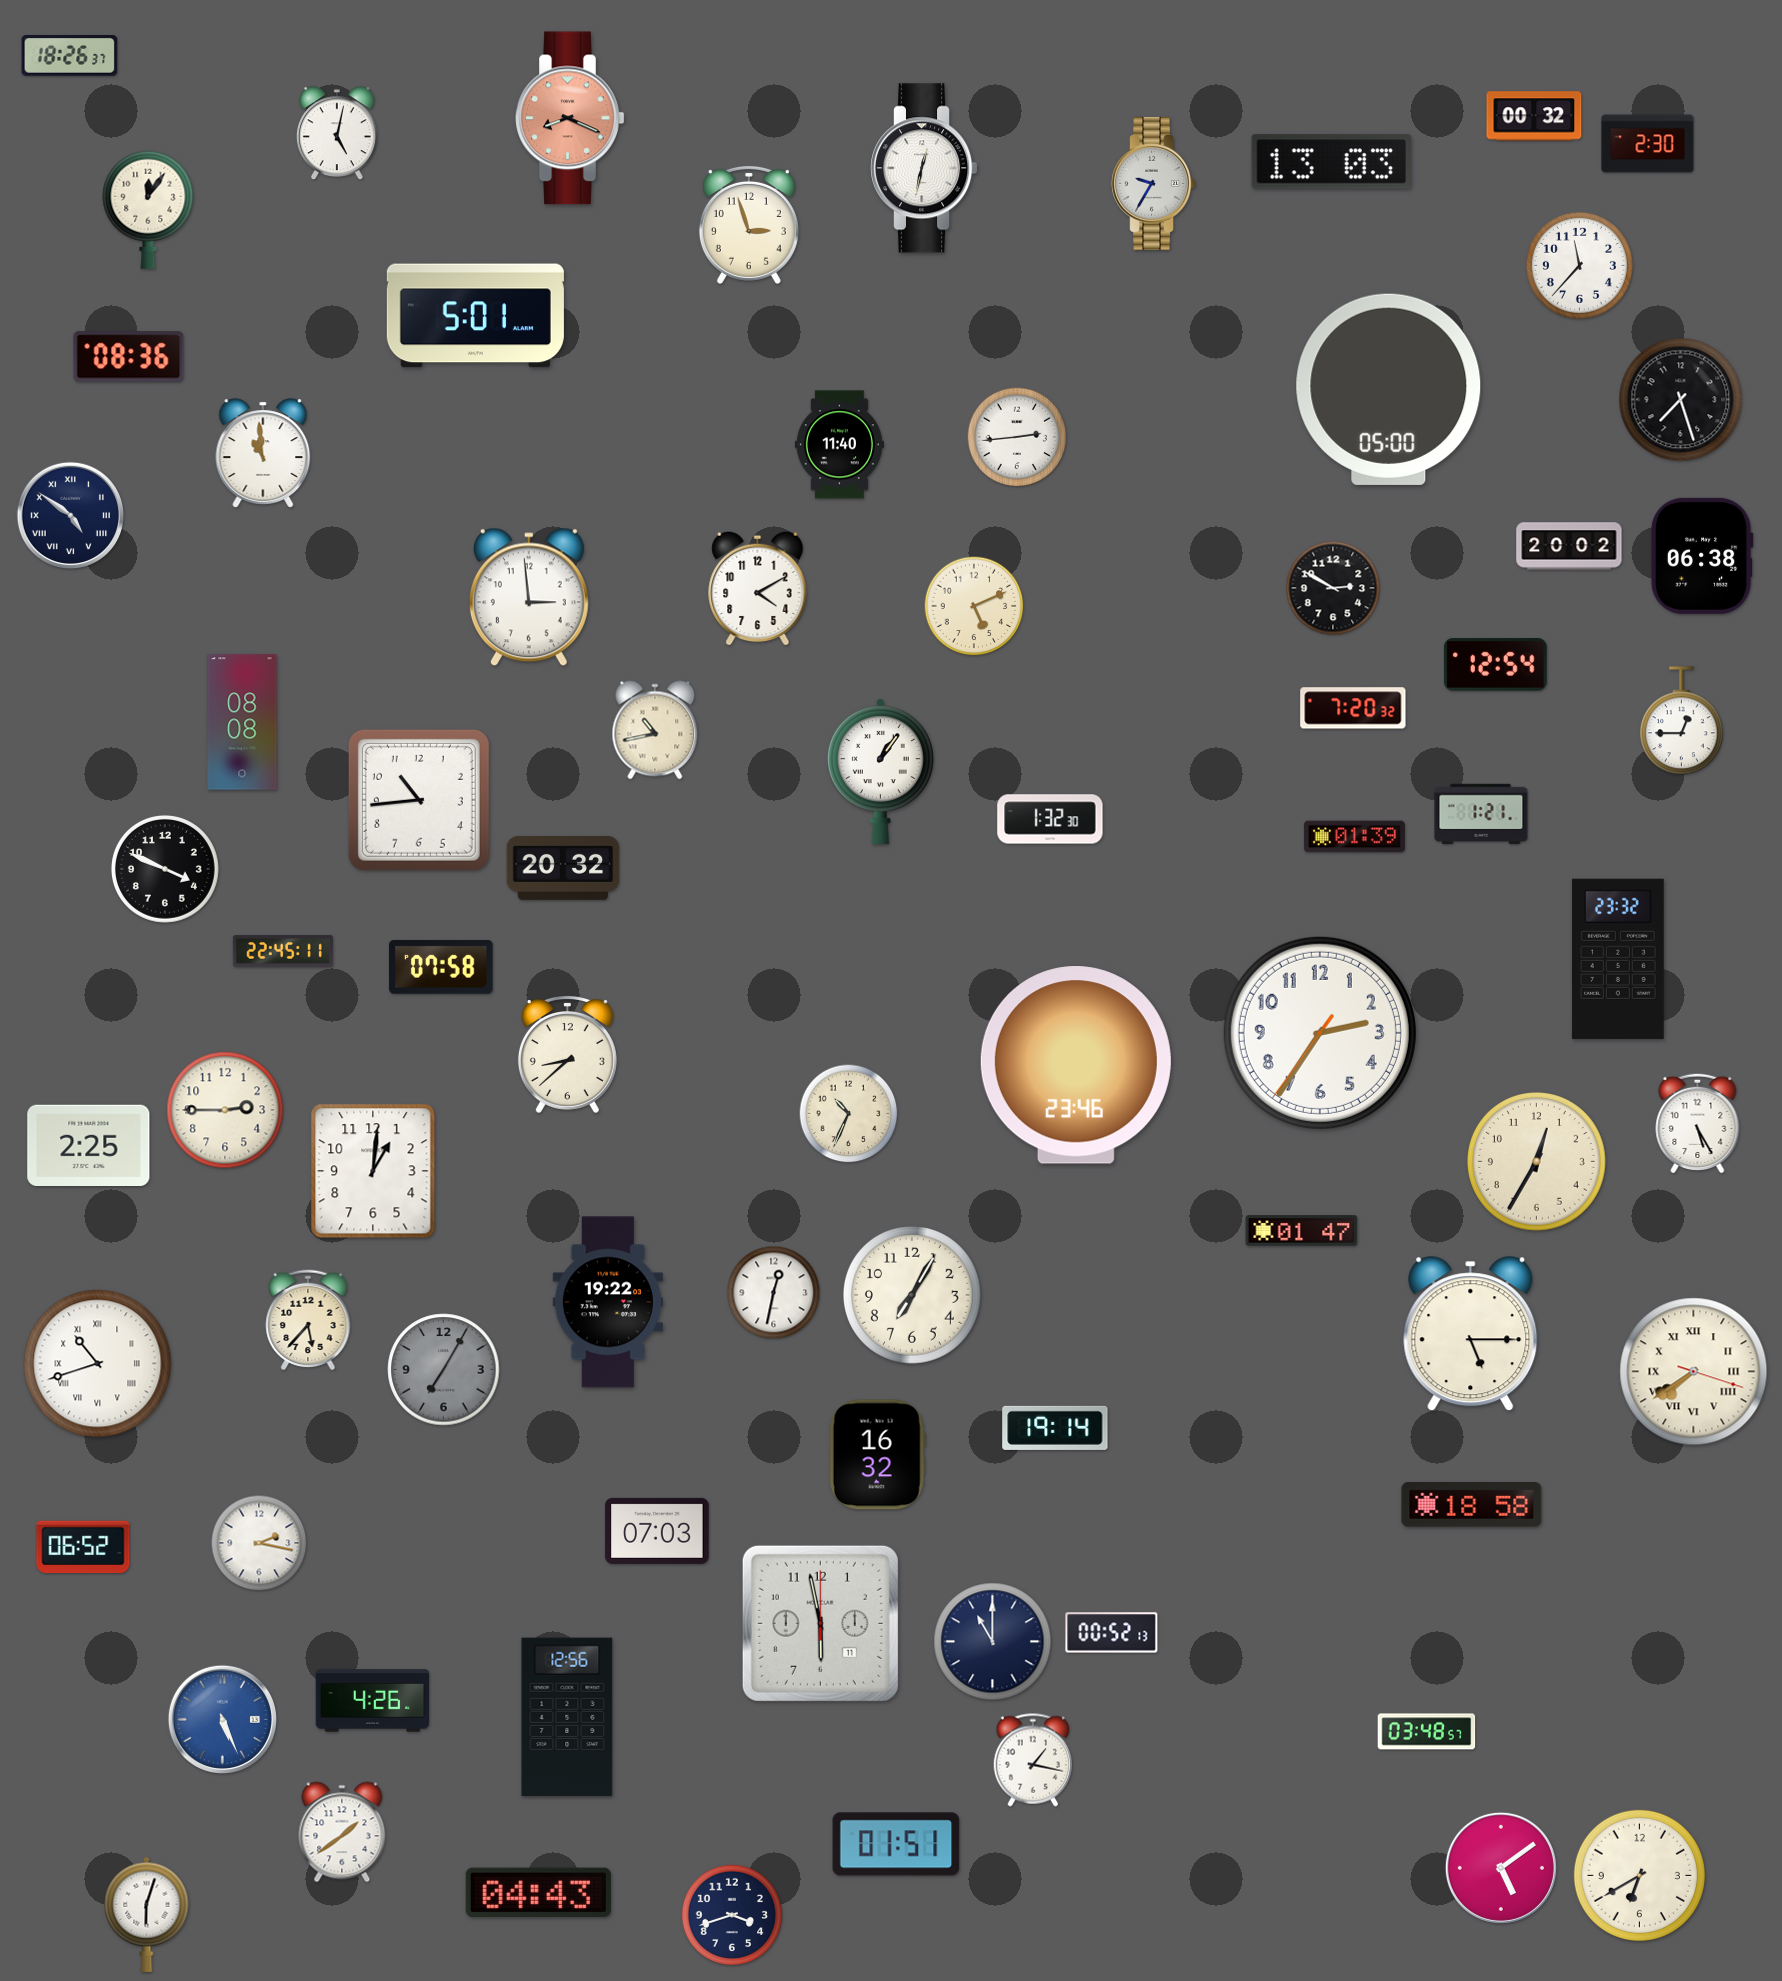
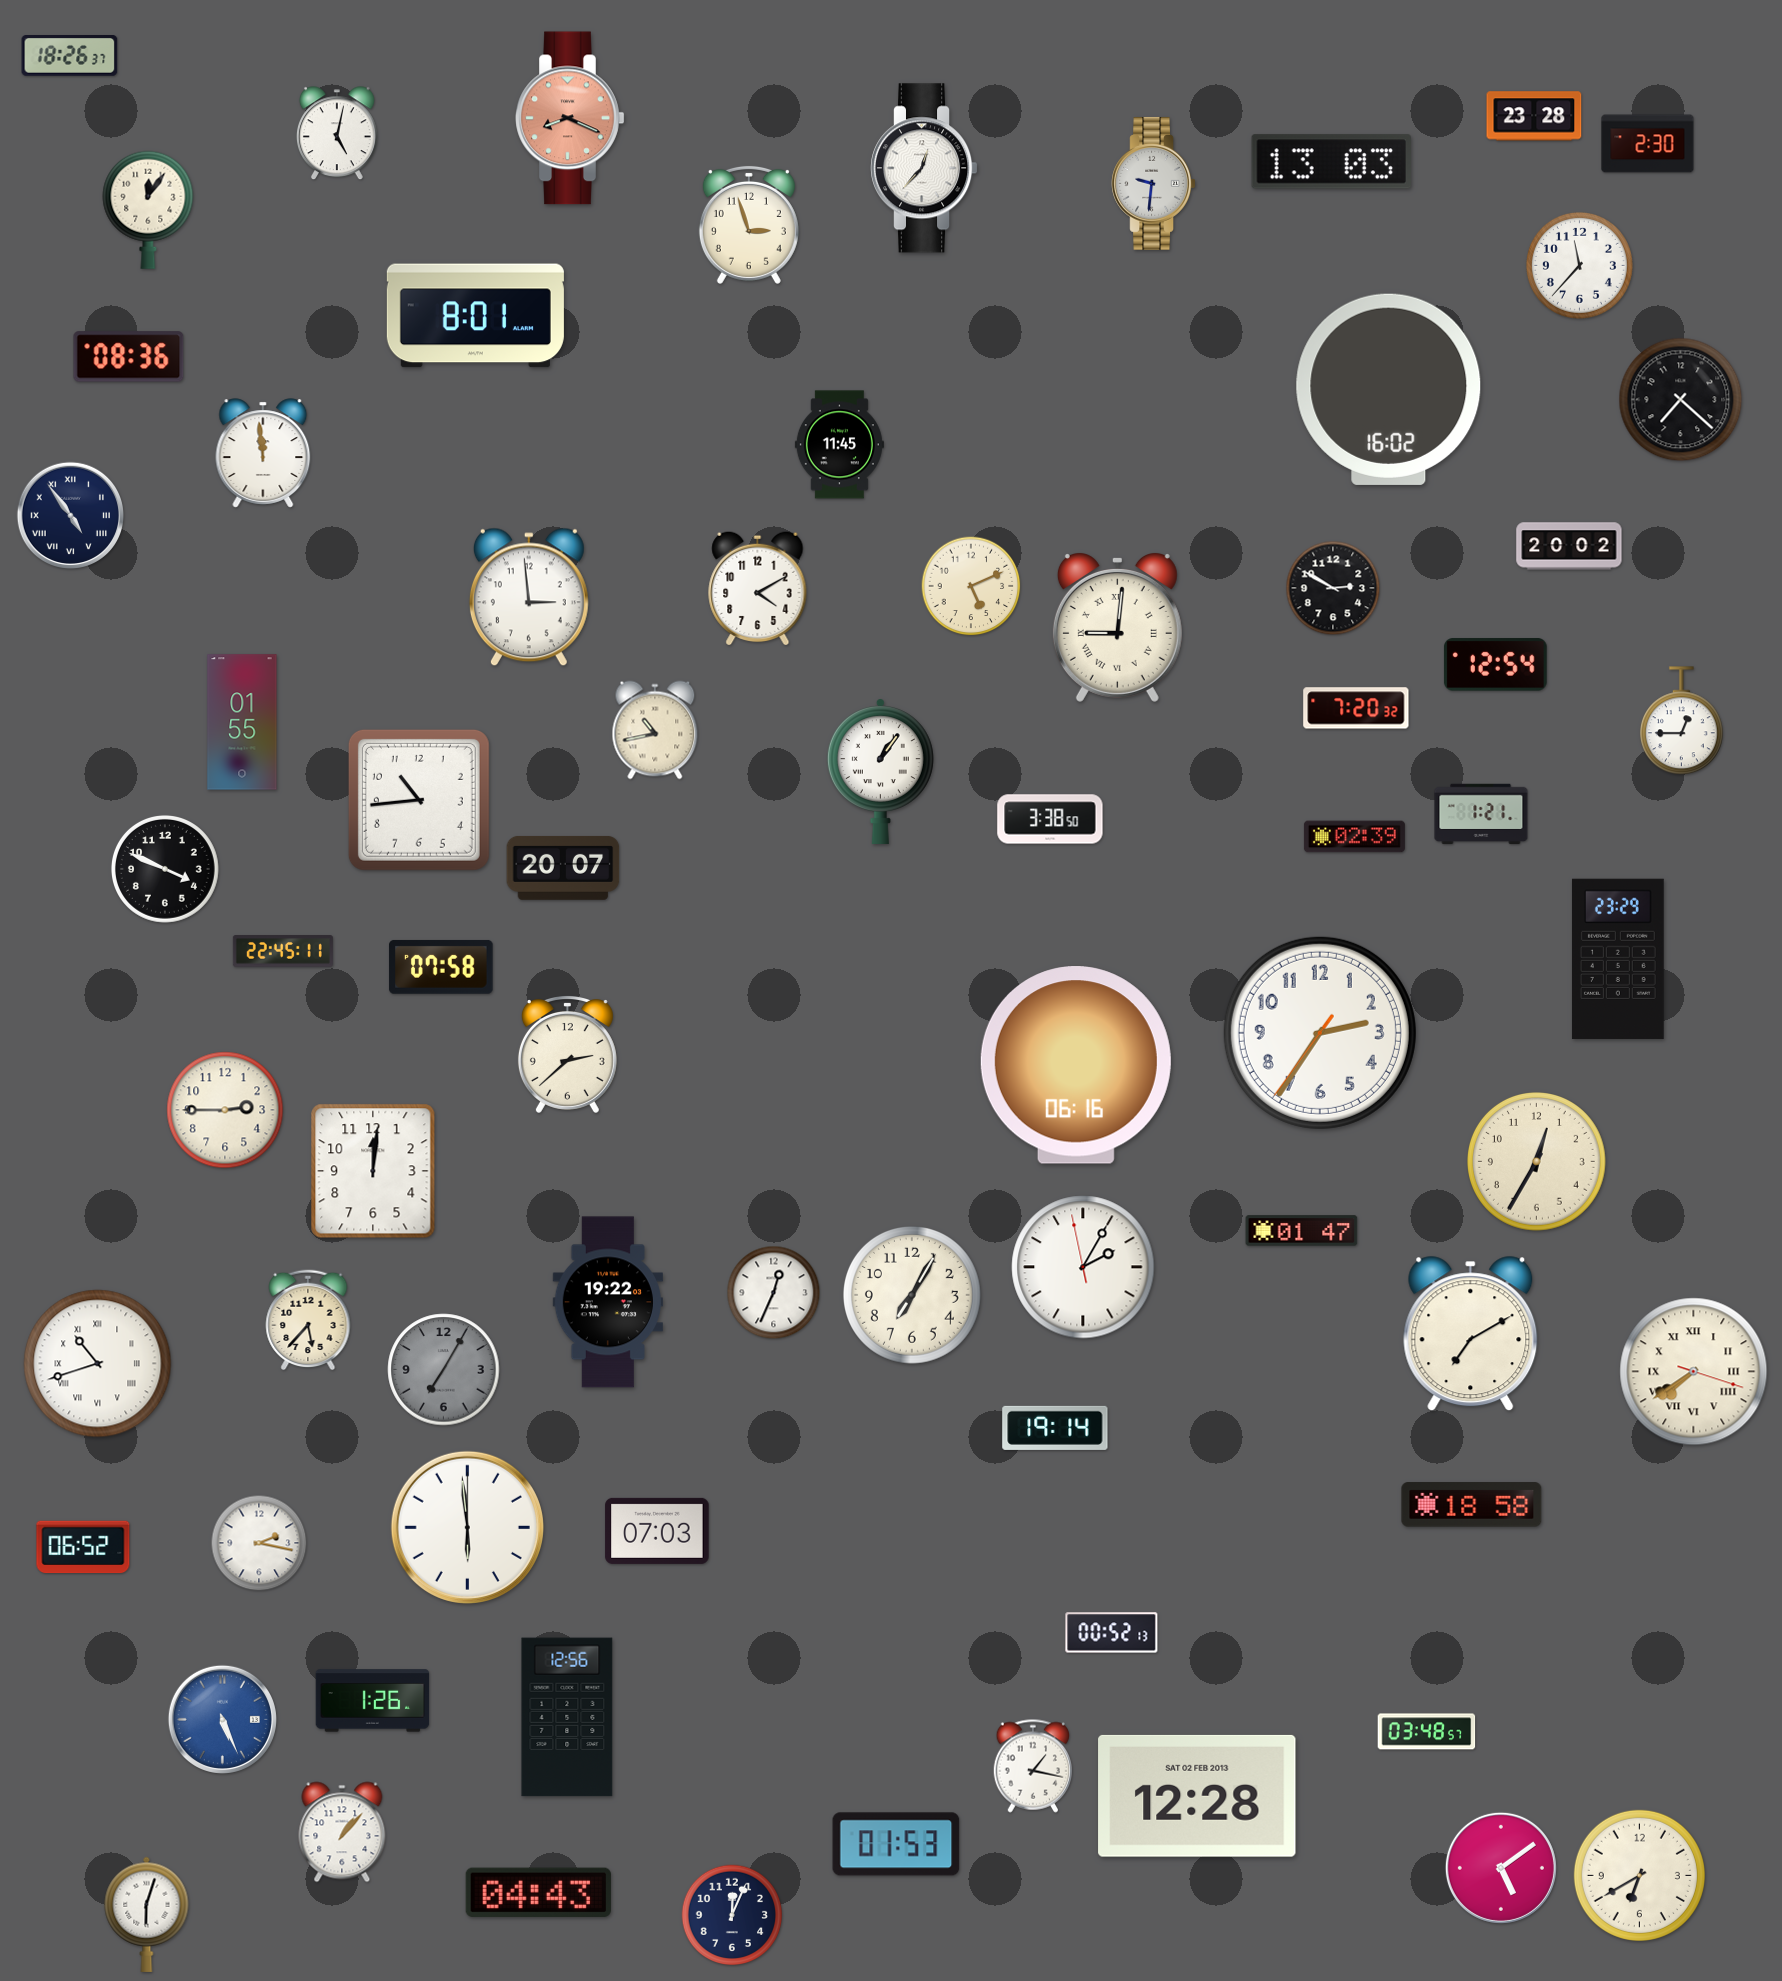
clock at (1534, 116): 00:32 -> 23:28
clock at (925, 168): 12:32 -> 12:37
clock at (1153, 183): 9:35 -> 9:31
clock at (475, 316): 5:01 -> 8:01
clock at (1389, 389): 05:00 -> 16:02
clock at (1681, 400): 7:27 -> 7:22
clock at (1017, 437): 2:44 -> none
clock at (839, 445): 11:40 -> 11:45
clock at (263, 453): 10:59 -> 11:59
clock at (70, 515): 4:51 -> 4:54
clock at (1702, 556): 06:38 -> none
clock at (974, 606) position: (974, 606) -> (971, 586)
clock at (1117, 628): none -> 9:01
clock at (1353, 708) position: (1353, 708) -> (1356, 708)
clock at (242, 722): 08:08 -> 01:55
clock at (1050, 819): 1:32 -> 3:38
clock at (1354, 837): 01:39 -> 02:39
clock at (563, 868): 20:32 -> 20:07
clock at (1618, 959): 23:32 -> 23:29
clock at (567, 1055): 8:38 -> 2:38
clock at (1076, 1065): 23:46 -> 06:16
clock at (849, 1114): 10:34 -> none
clock at (1698, 1123): 5:25 -> none
clock at (89, 1145): 2:25 -> none
clock at (373, 1171): 1:01 -> 12:01
clock at (1083, 1267): none -> 2:04
clock at (774, 1293): 12:32 -> 12:34
clock at (1471, 1334): 5:15 -> 7:10
clock at (877, 1455): 16:32 -> none
clock at (467, 1527): none -> 5:59
clock at (820, 1623): 5:58 -> none
clock at (993, 1642): 11:00 -> none
clock at (373, 1701): 4:26 -> 1:26
clock at (1033, 1760) position: (1033, 1760) -> (1033, 1766)
clock at (1197, 1796): none -> 12:28
clock at (342, 1832): 1:39 -> 1:07
clock at (896, 1844): 01:51 -> 01:53
clock at (732, 1915): 3:42 -> 12:04
